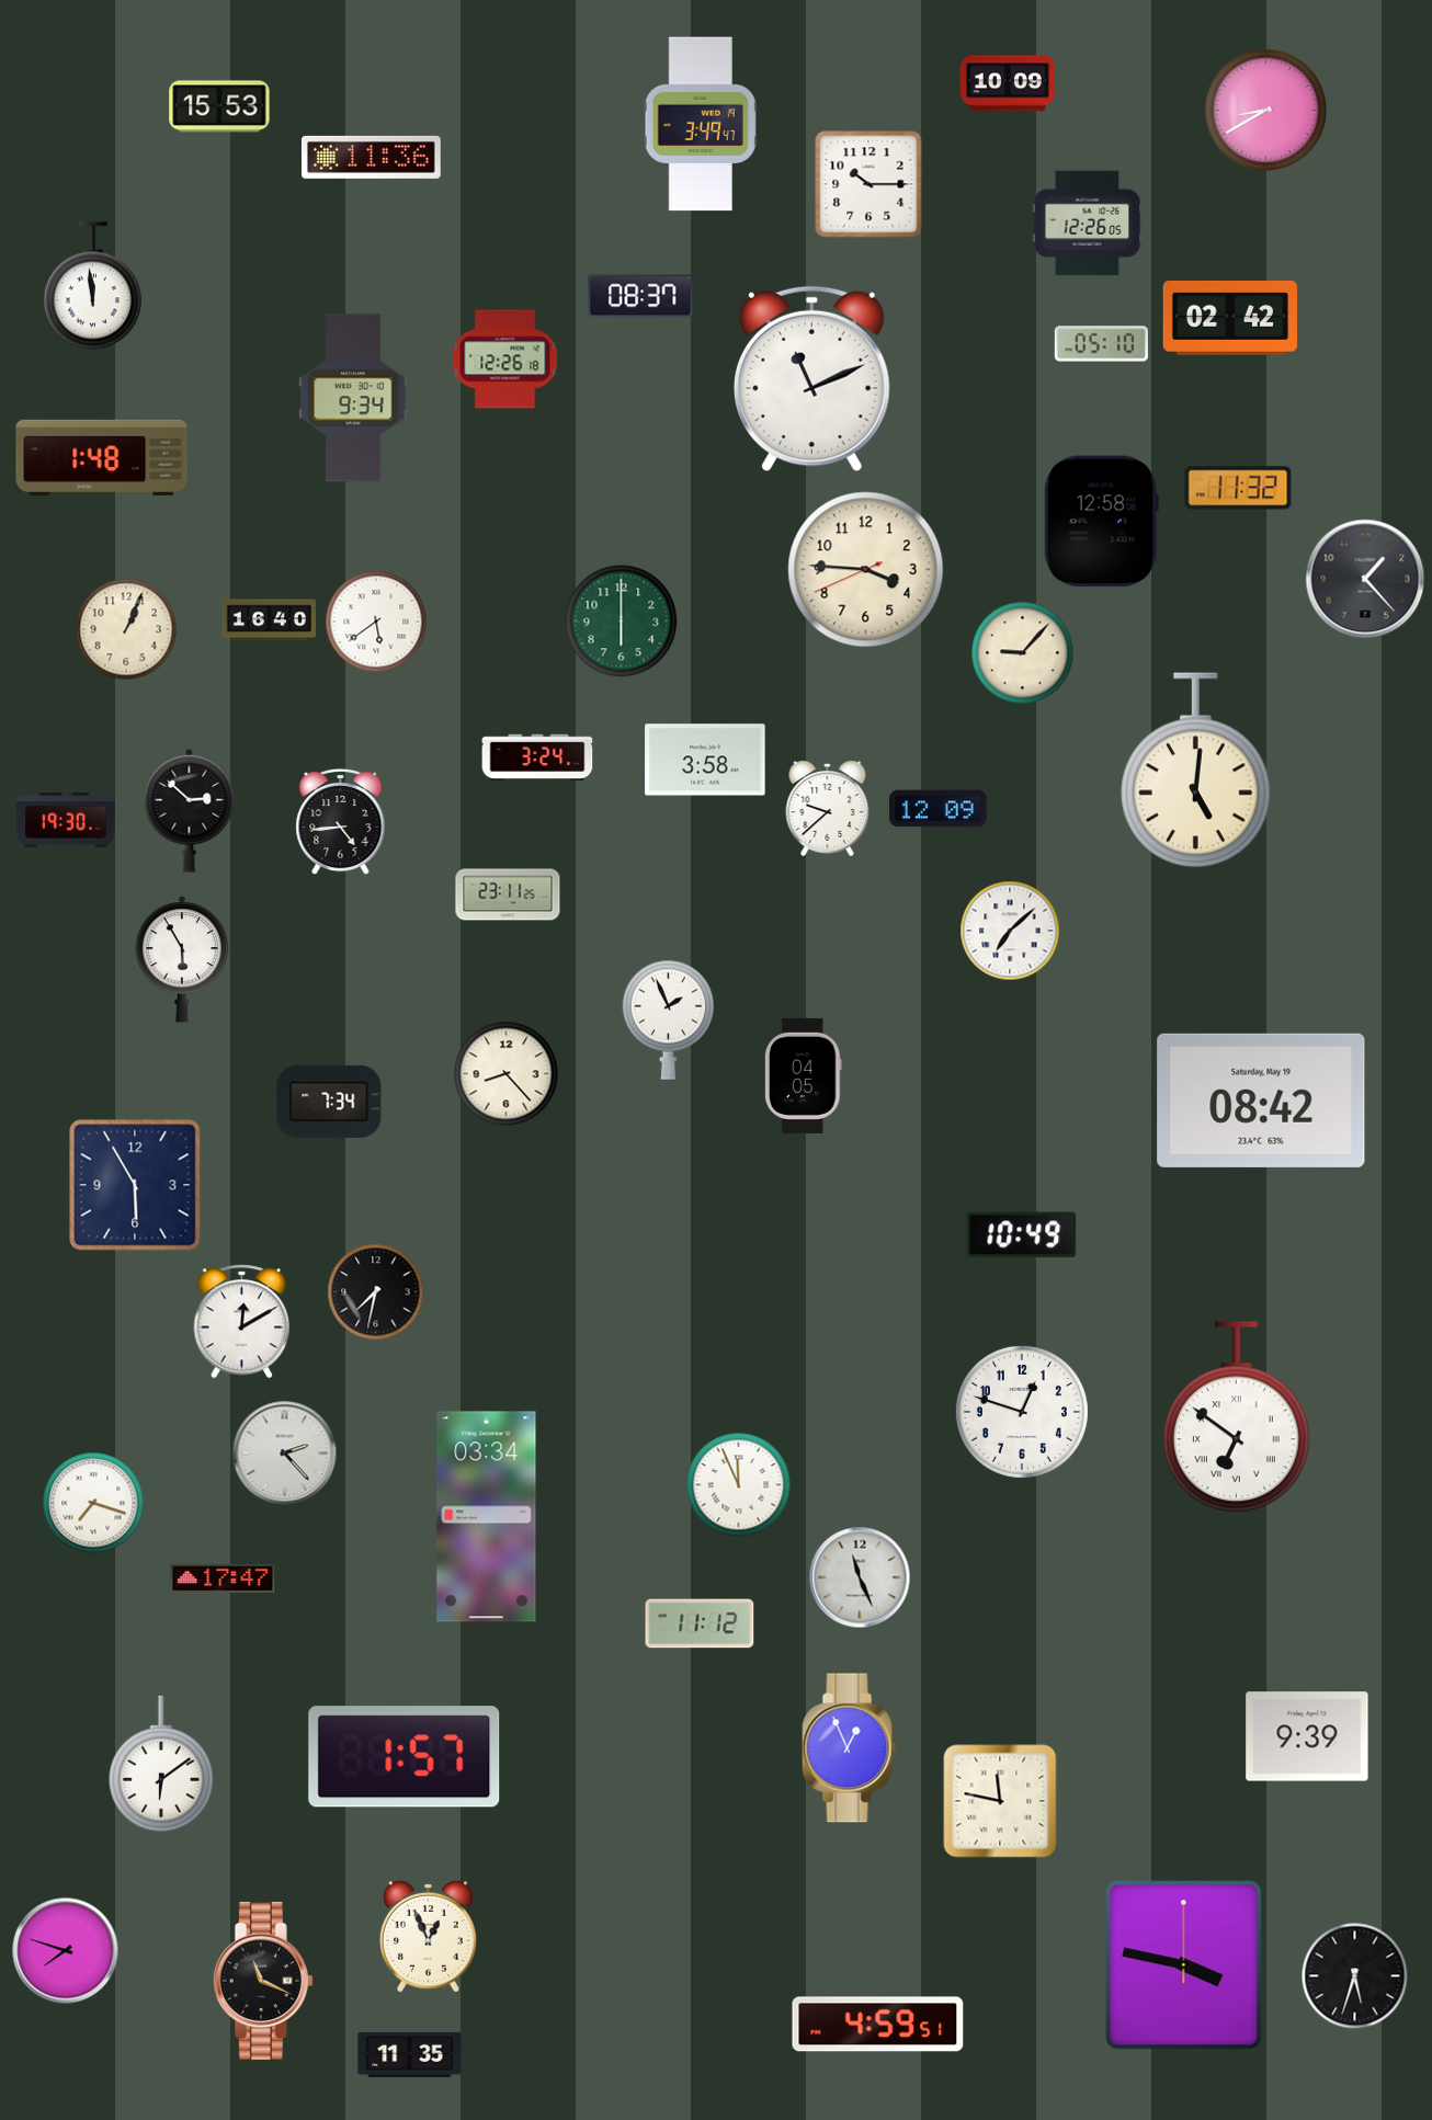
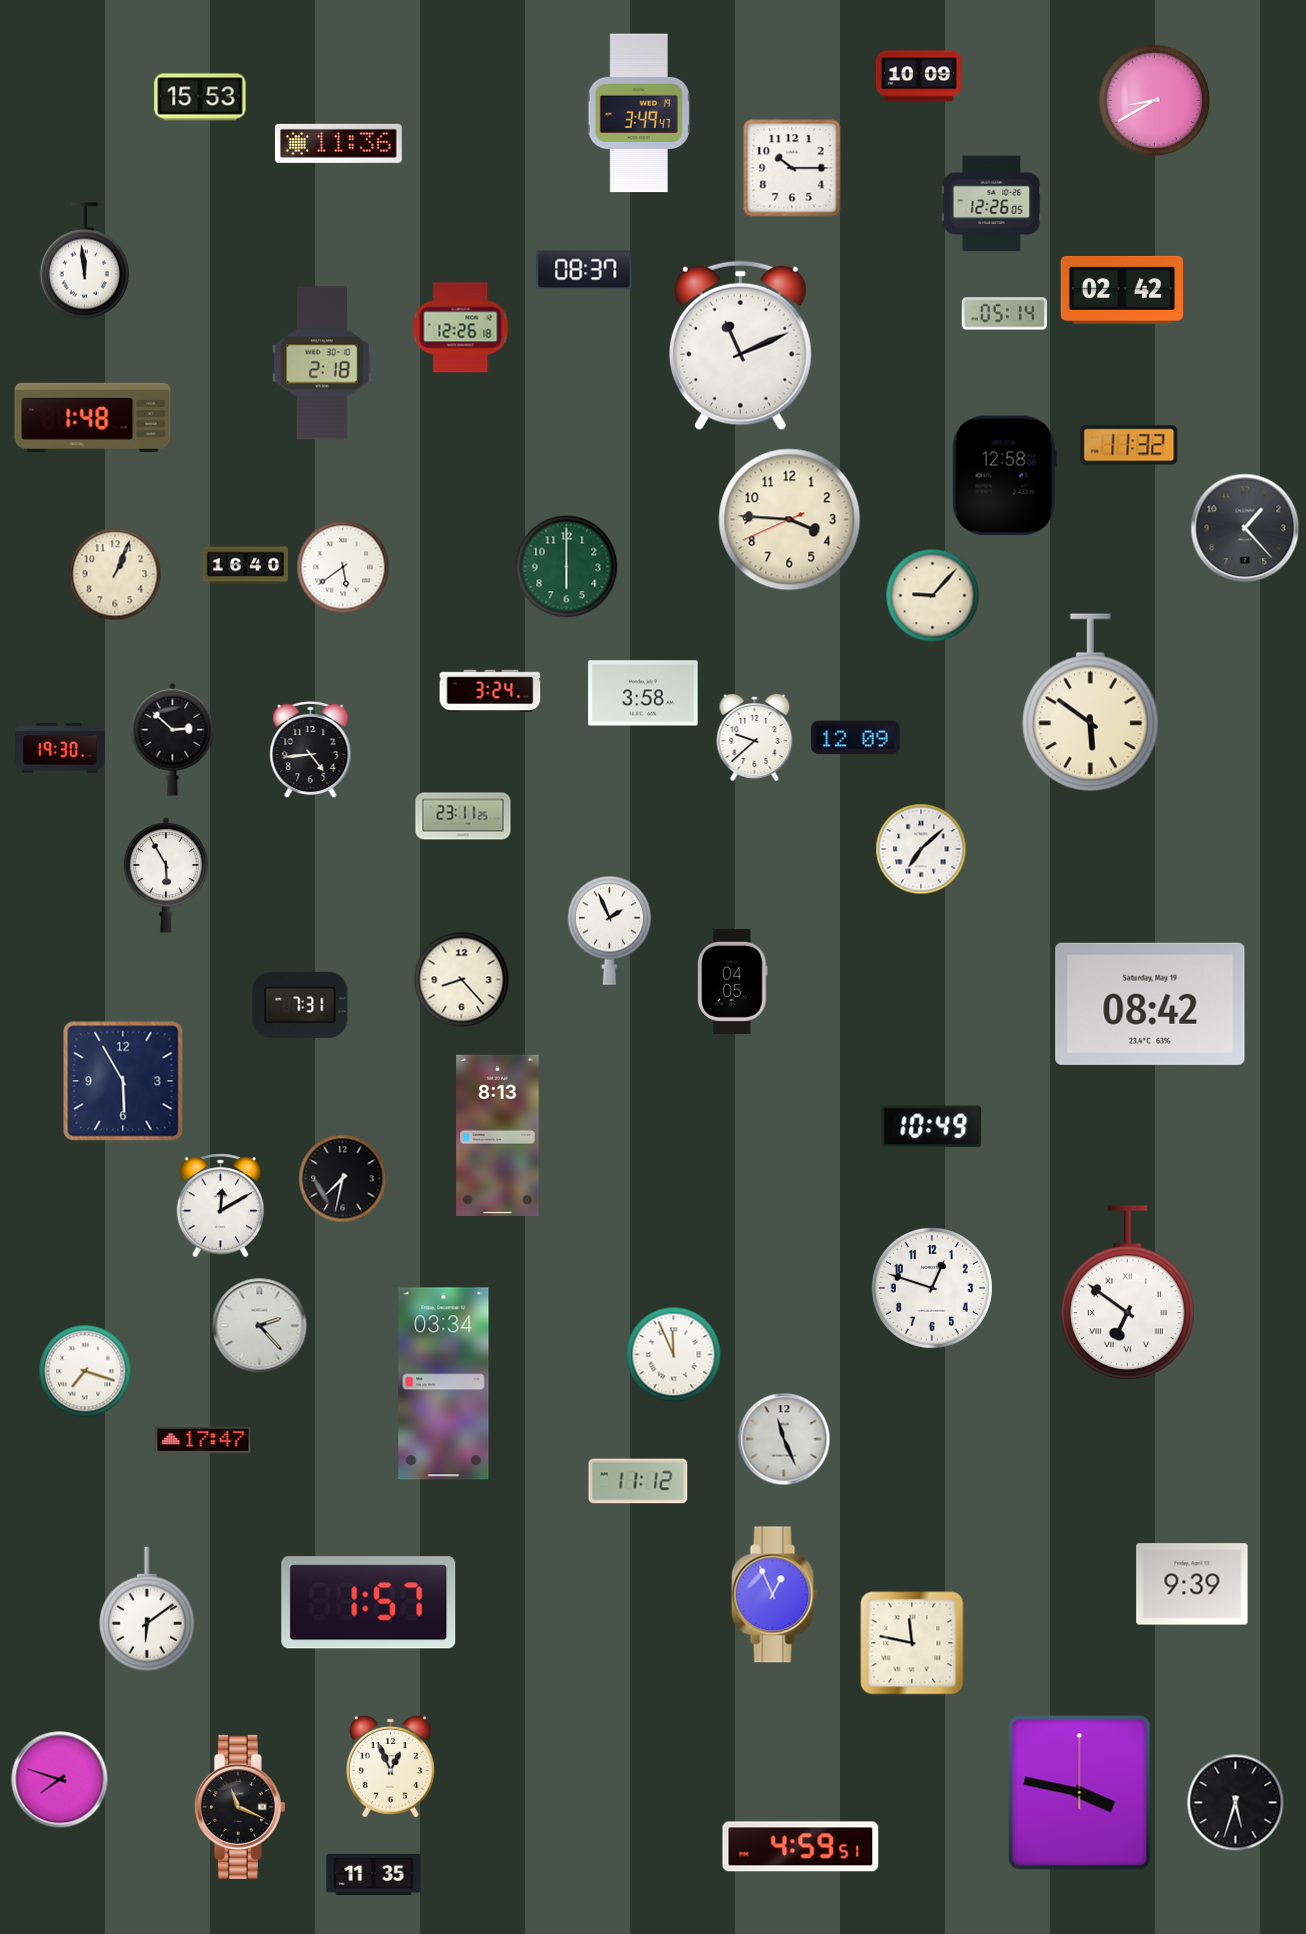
clock at (1101, 344): 05:10 -> 05:14
clock at (353, 398): 9:34 -> 2:18
clock at (1195, 771): 5:01 -> 5:51
clock at (329, 1102): 7:34 -> 7:31
clock at (498, 1135): none -> 8:13
